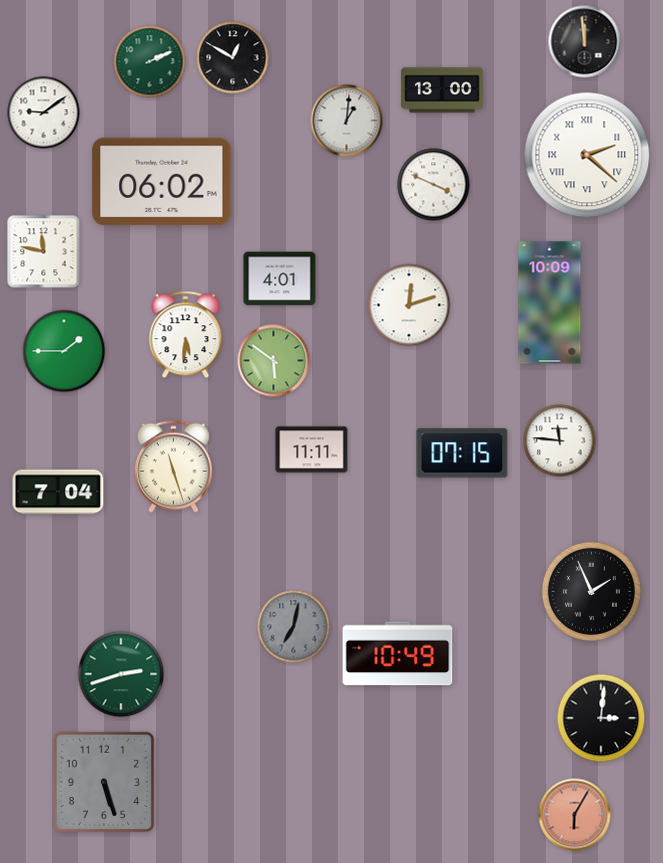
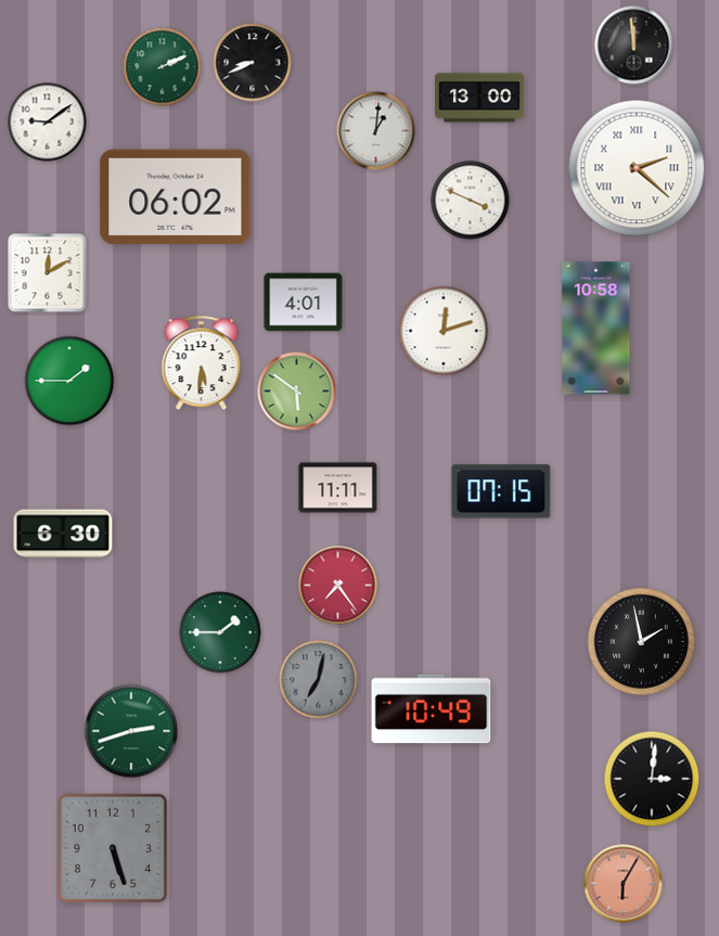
clock at (233, 58): 12:50 -> 8:41
clock at (44, 252): 11:47 -> 12:10
clock at (550, 303): 10:09 -> 10:58
clock at (560, 441): 11:46 -> none
clock at (173, 466): 11:27 -> none
clock at (58, 492): 7:04 -> 6:30
clock at (338, 586): none -> 7:24
clock at (220, 632): none -> 1:45
clock at (591, 591): 1:56 -> 1:58
